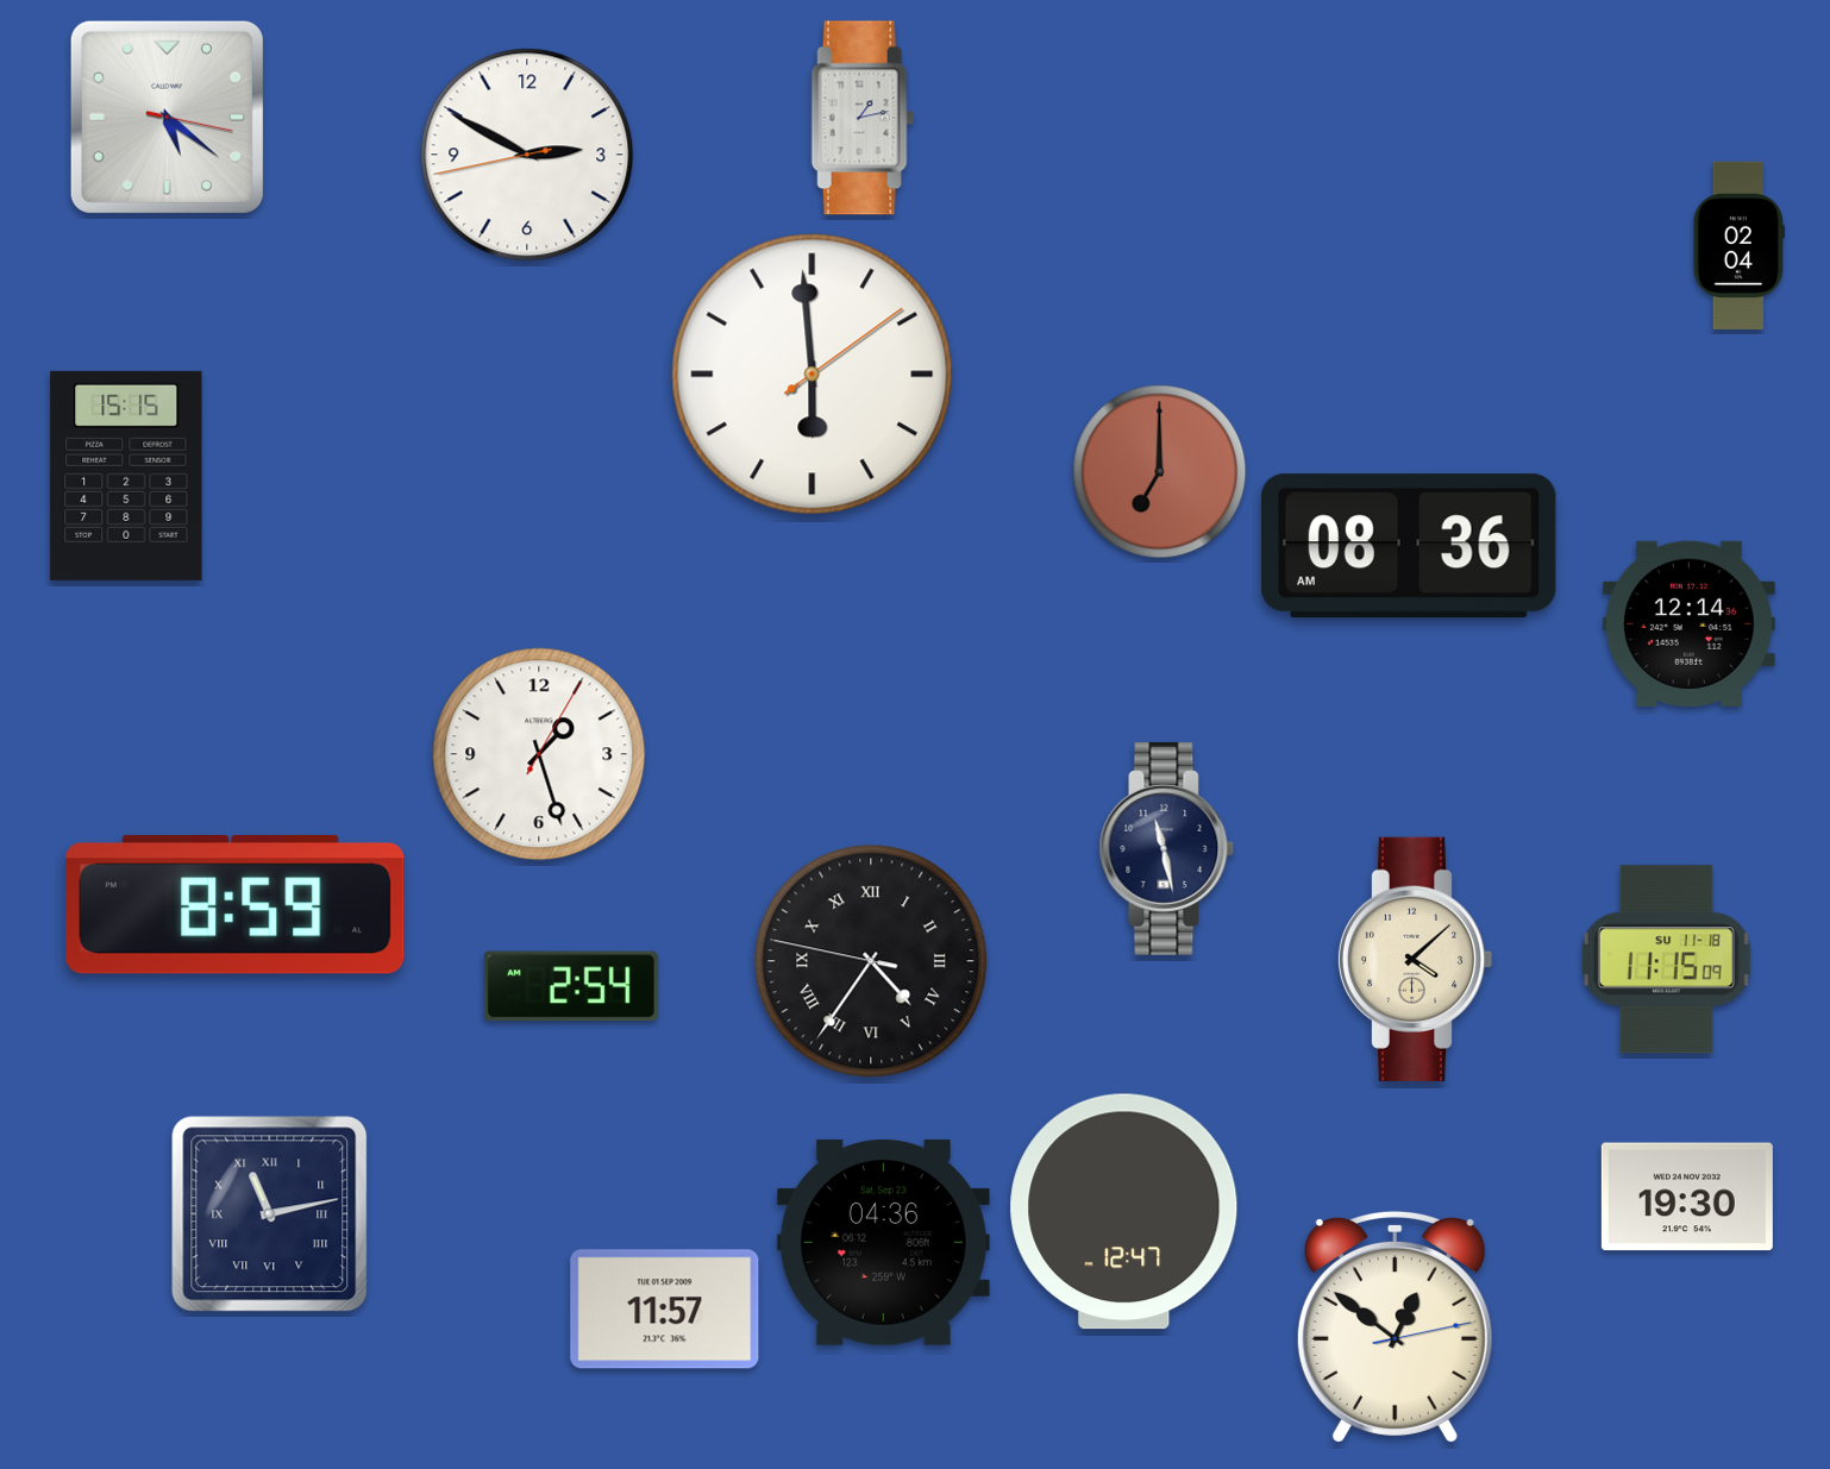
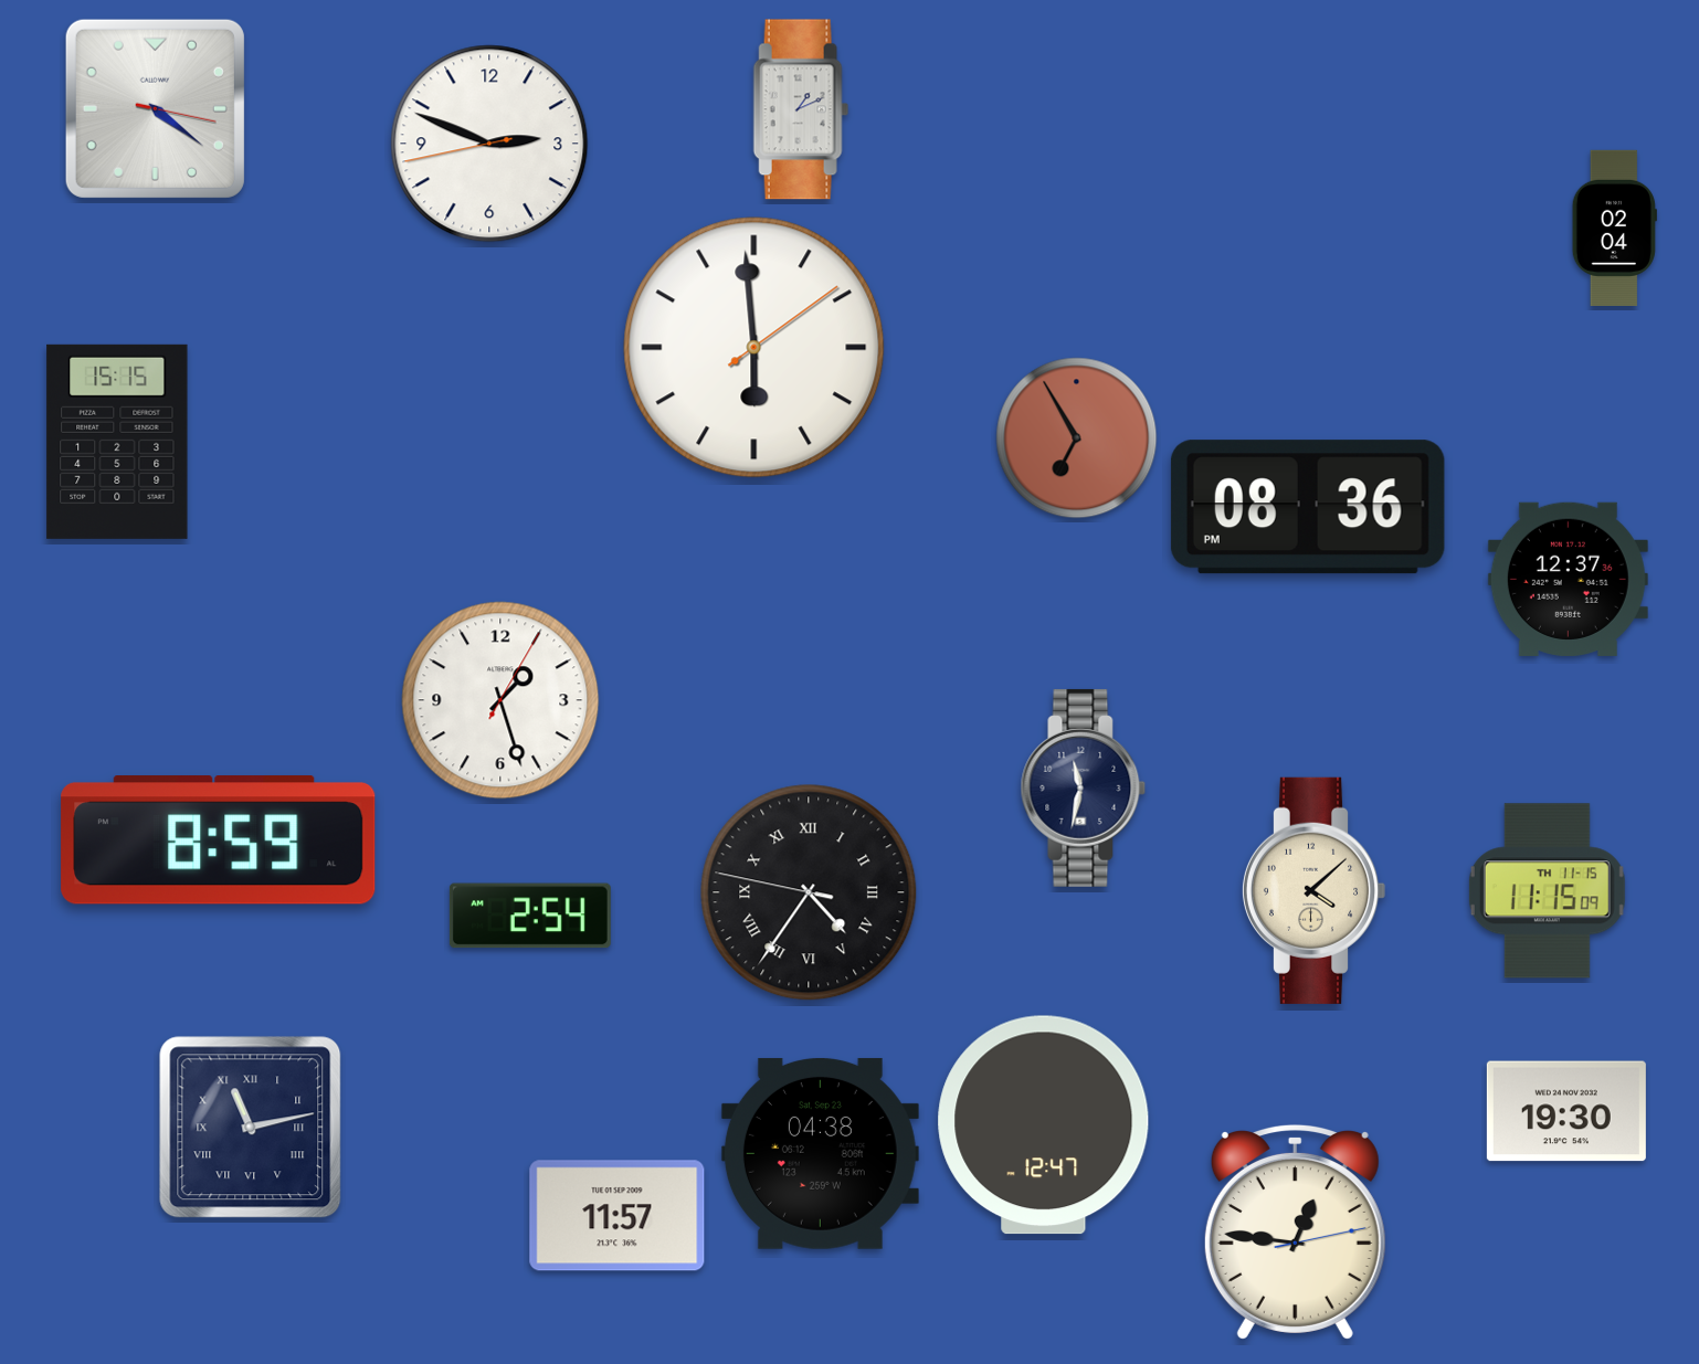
clock at (167, 117): 5:21 -> 4:21
clock at (863, 118): 1:13 -> 1:11
clock at (527, 155): 2:49 -> 2:48
clock at (1160, 472): 7:00 -> 6:55
clock at (1409, 546): 08:36 AM -> 08:36 PM
clock at (1688, 623): 12:14 -> 12:37
clock at (1167, 848): 11:28 -> 11:32
clock at (1666, 960) date: SU 11-18 -> TH 11-15
clock at (883, 1242): 04:36 -> 04:38
clock at (1395, 1326): 12:51 -> 12:46
